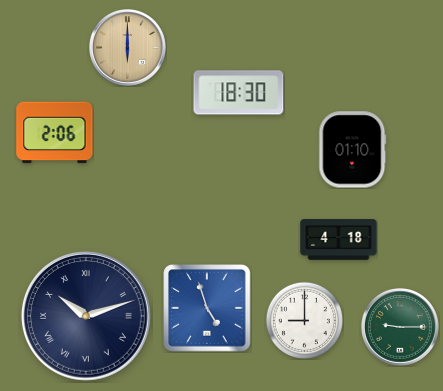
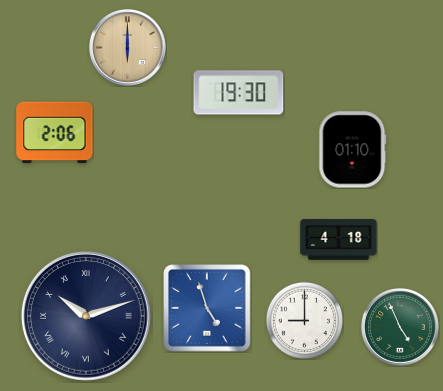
clock at (239, 93): 18:30 -> 19:30
clock at (401, 328): 9:15 -> 4:56
